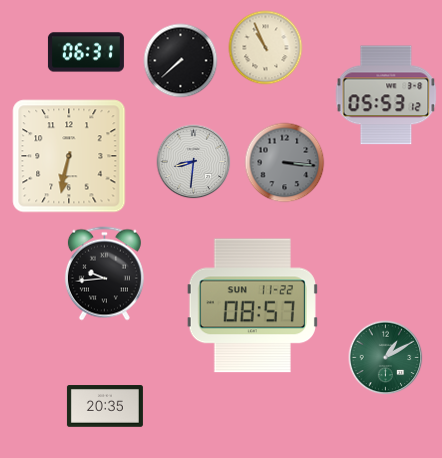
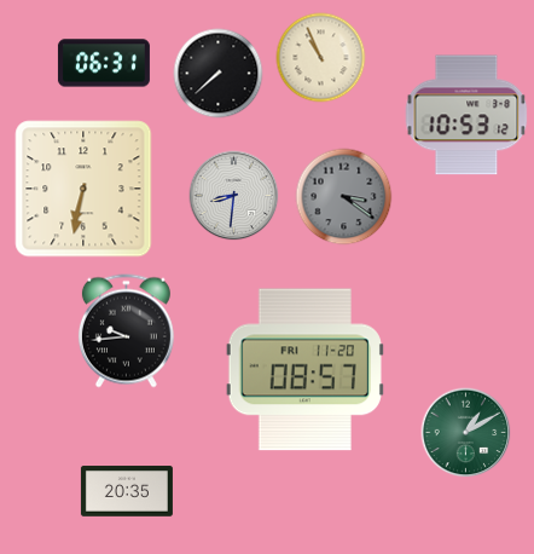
clock at (386, 95): 05:53 -> 10:53
clock at (285, 163): 3:16 -> 3:21
clock at (252, 306) date: SUN 11-22 -> FRI 11-20
